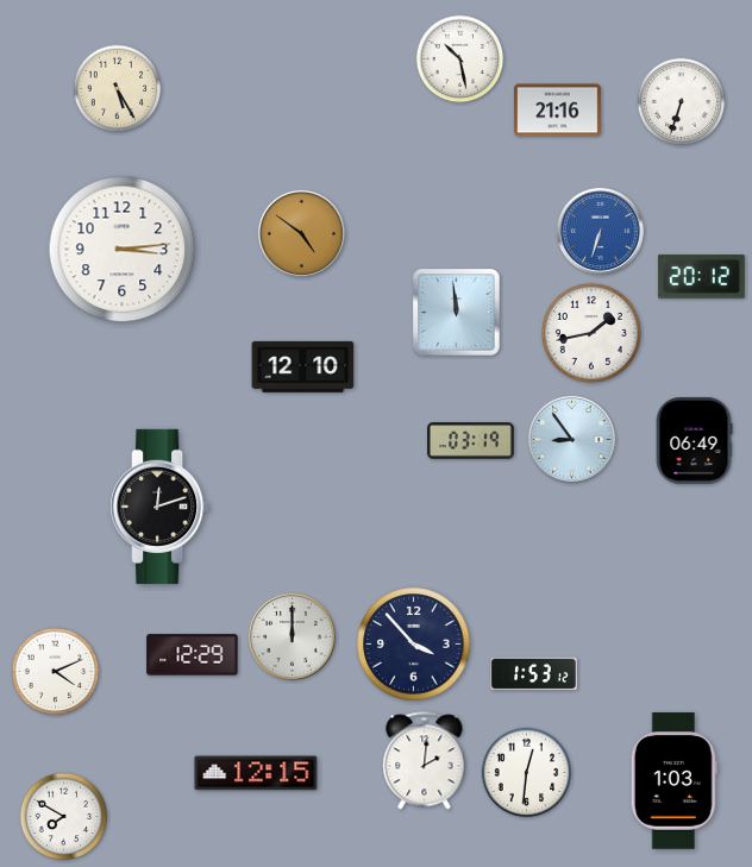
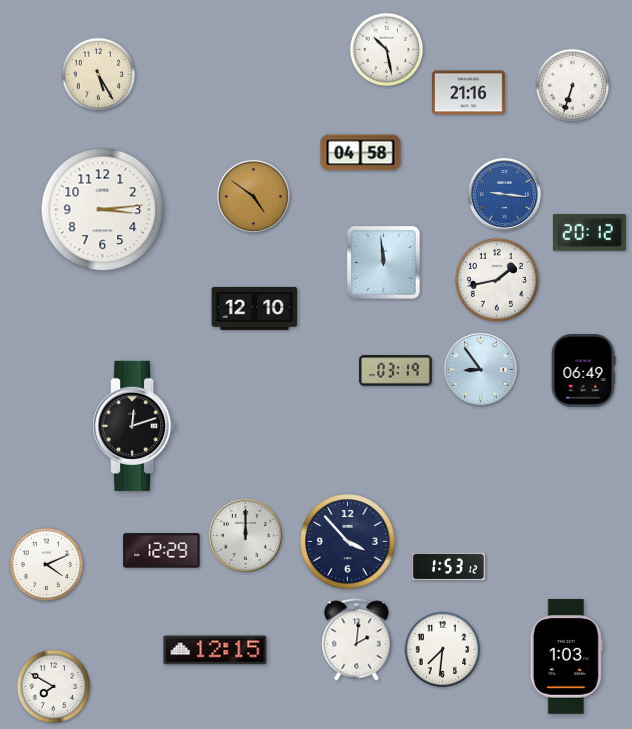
clock at (361, 153): none -> 04:58
clock at (600, 231): 6:33 -> 9:16
clock at (527, 773): 12:31 -> 7:31
